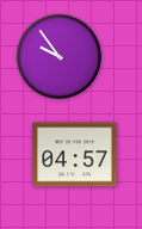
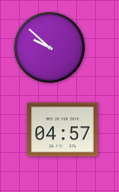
clock at (58, 56): 9:54 -> 9:52
